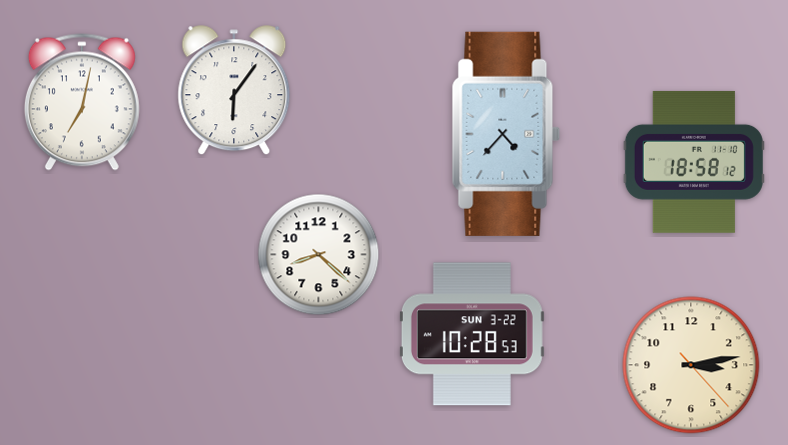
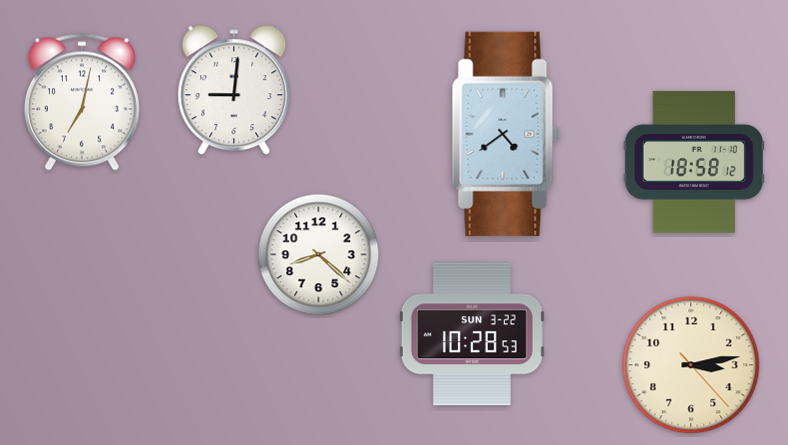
clock at (234, 91): 6:06 -> 9:01
clock at (506, 134): 4:37 -> 4:39
